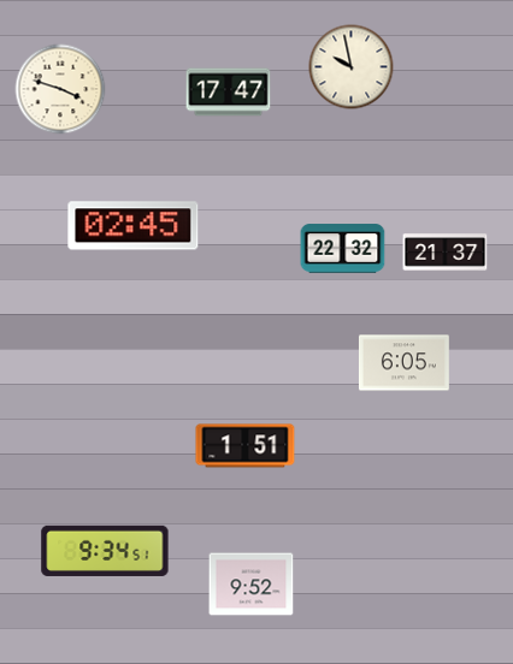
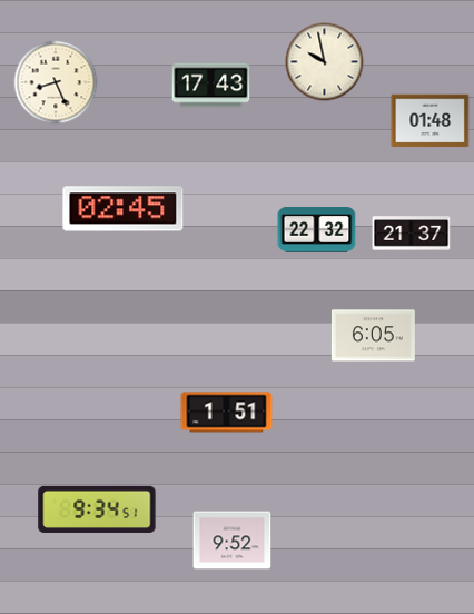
clock at (60, 89): 3:48 -> 8:26
clock at (229, 93): 17:47 -> 17:43
clock at (431, 121): none -> 01:48
